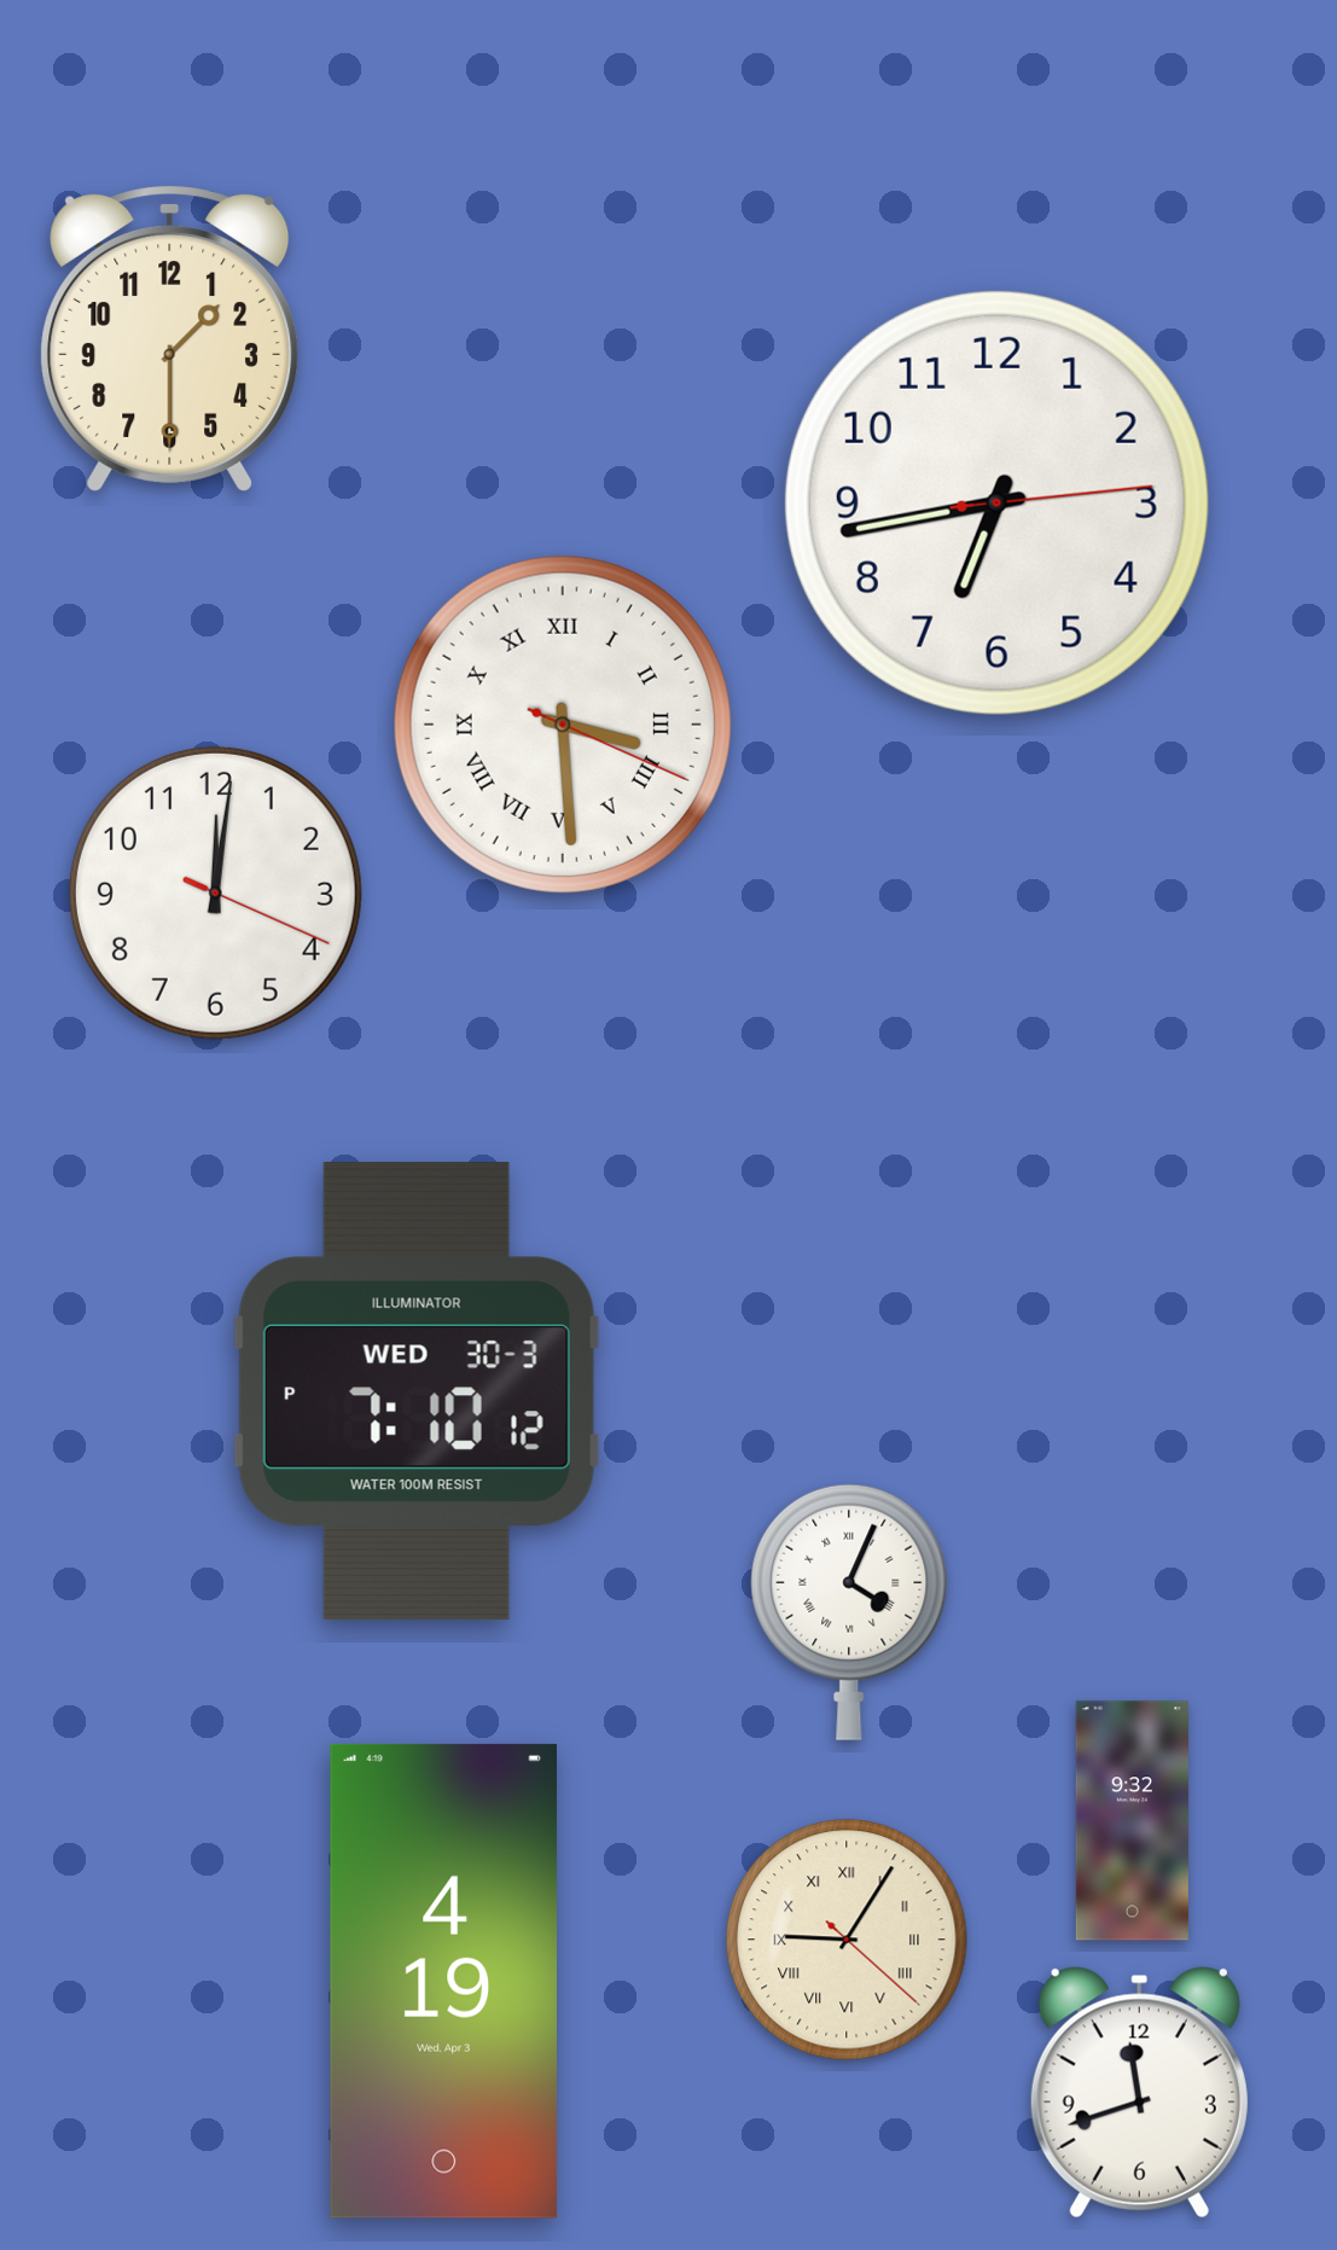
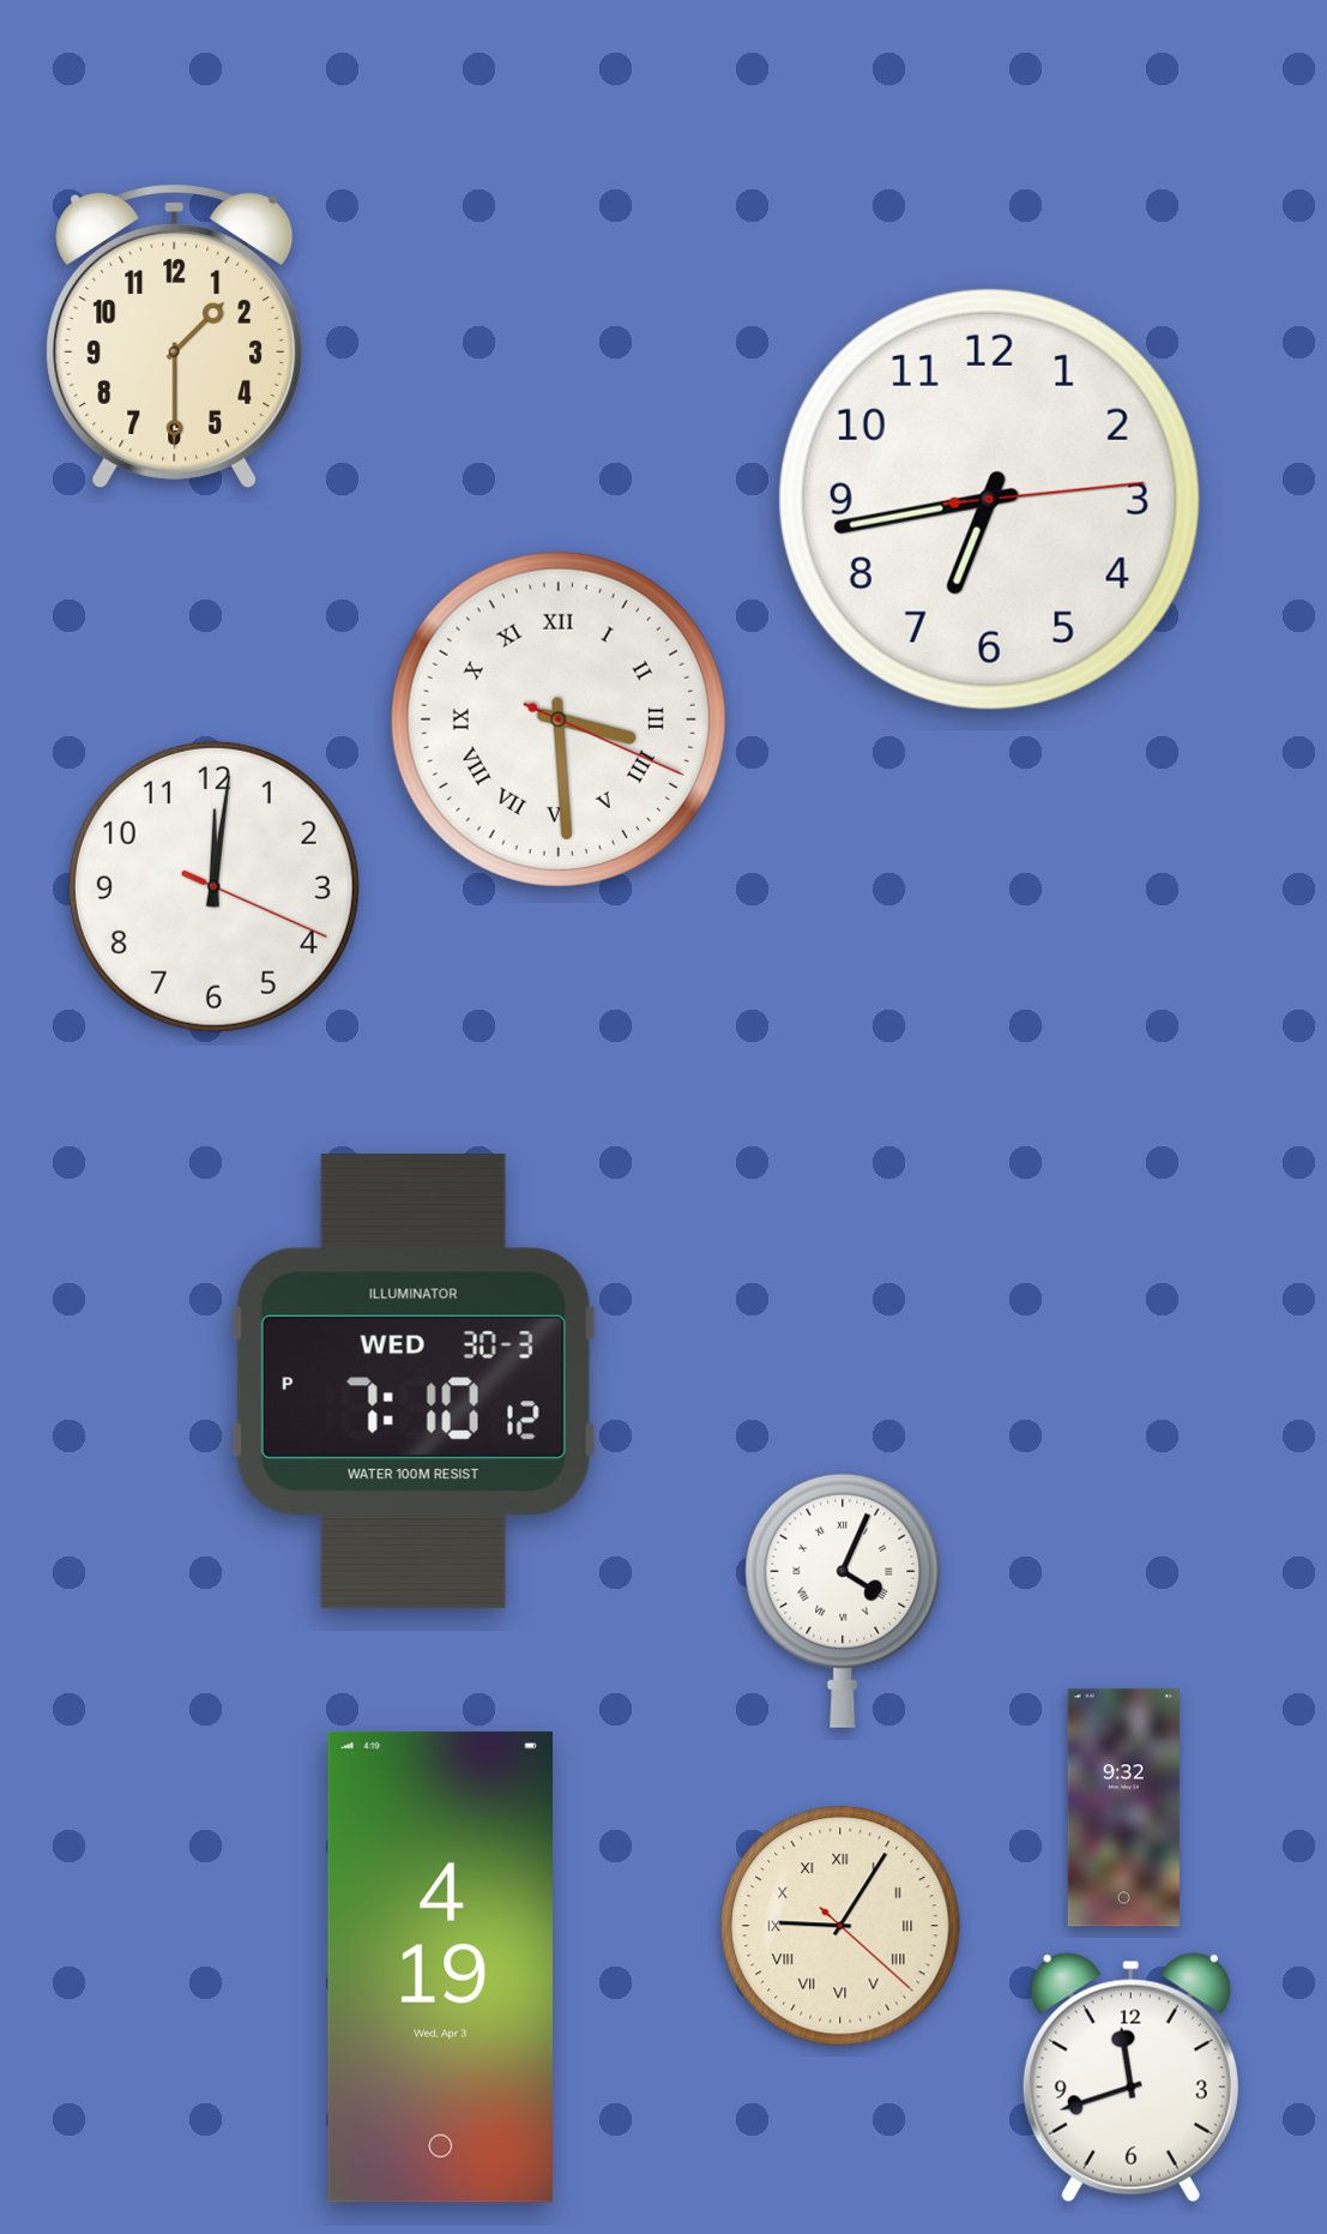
clock at (170, 339) position: (170, 339) -> (175, 337)
